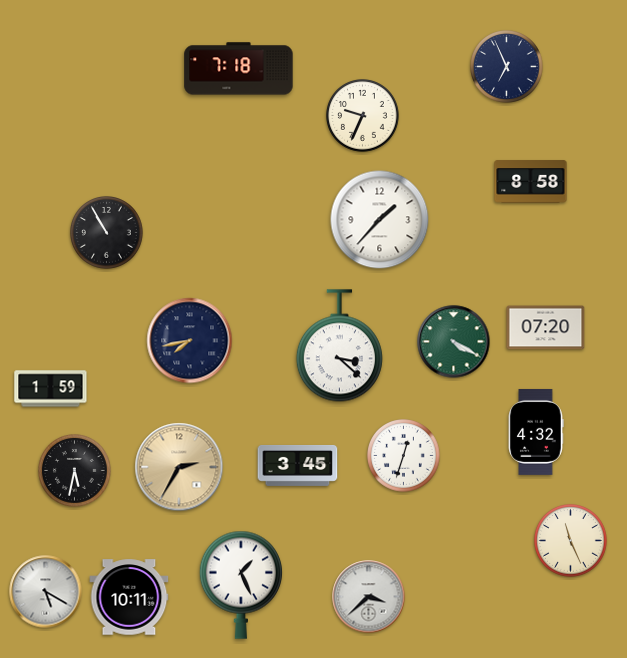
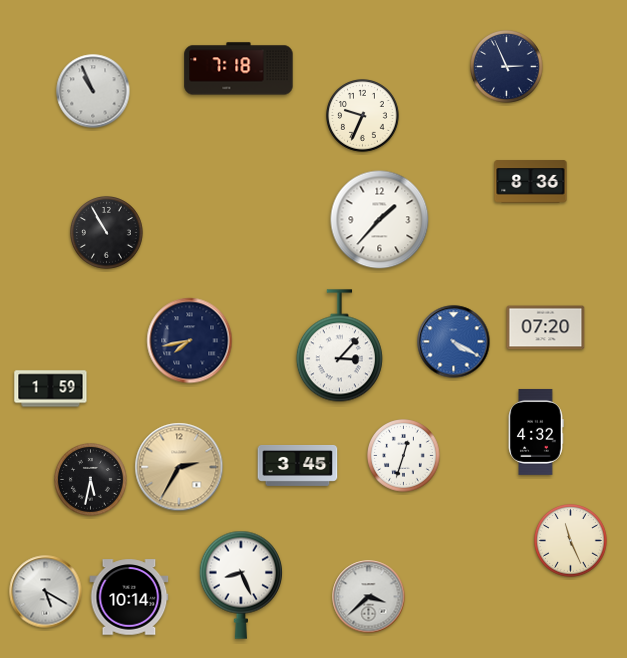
clock at (507, 67): 6:56 -> 2:56
clock at (93, 91): none -> 10:56
clock at (531, 182): 8:58 -> 8:36
clock at (454, 342) dial: green -> blue
clock at (339, 346): 3:22 -> 3:07
clock at (75, 471) position: (75, 471) -> (91, 480)
clock at (240, 585): 1:26 -> 8:26
clock at (129, 597): 10:11 -> 10:14
